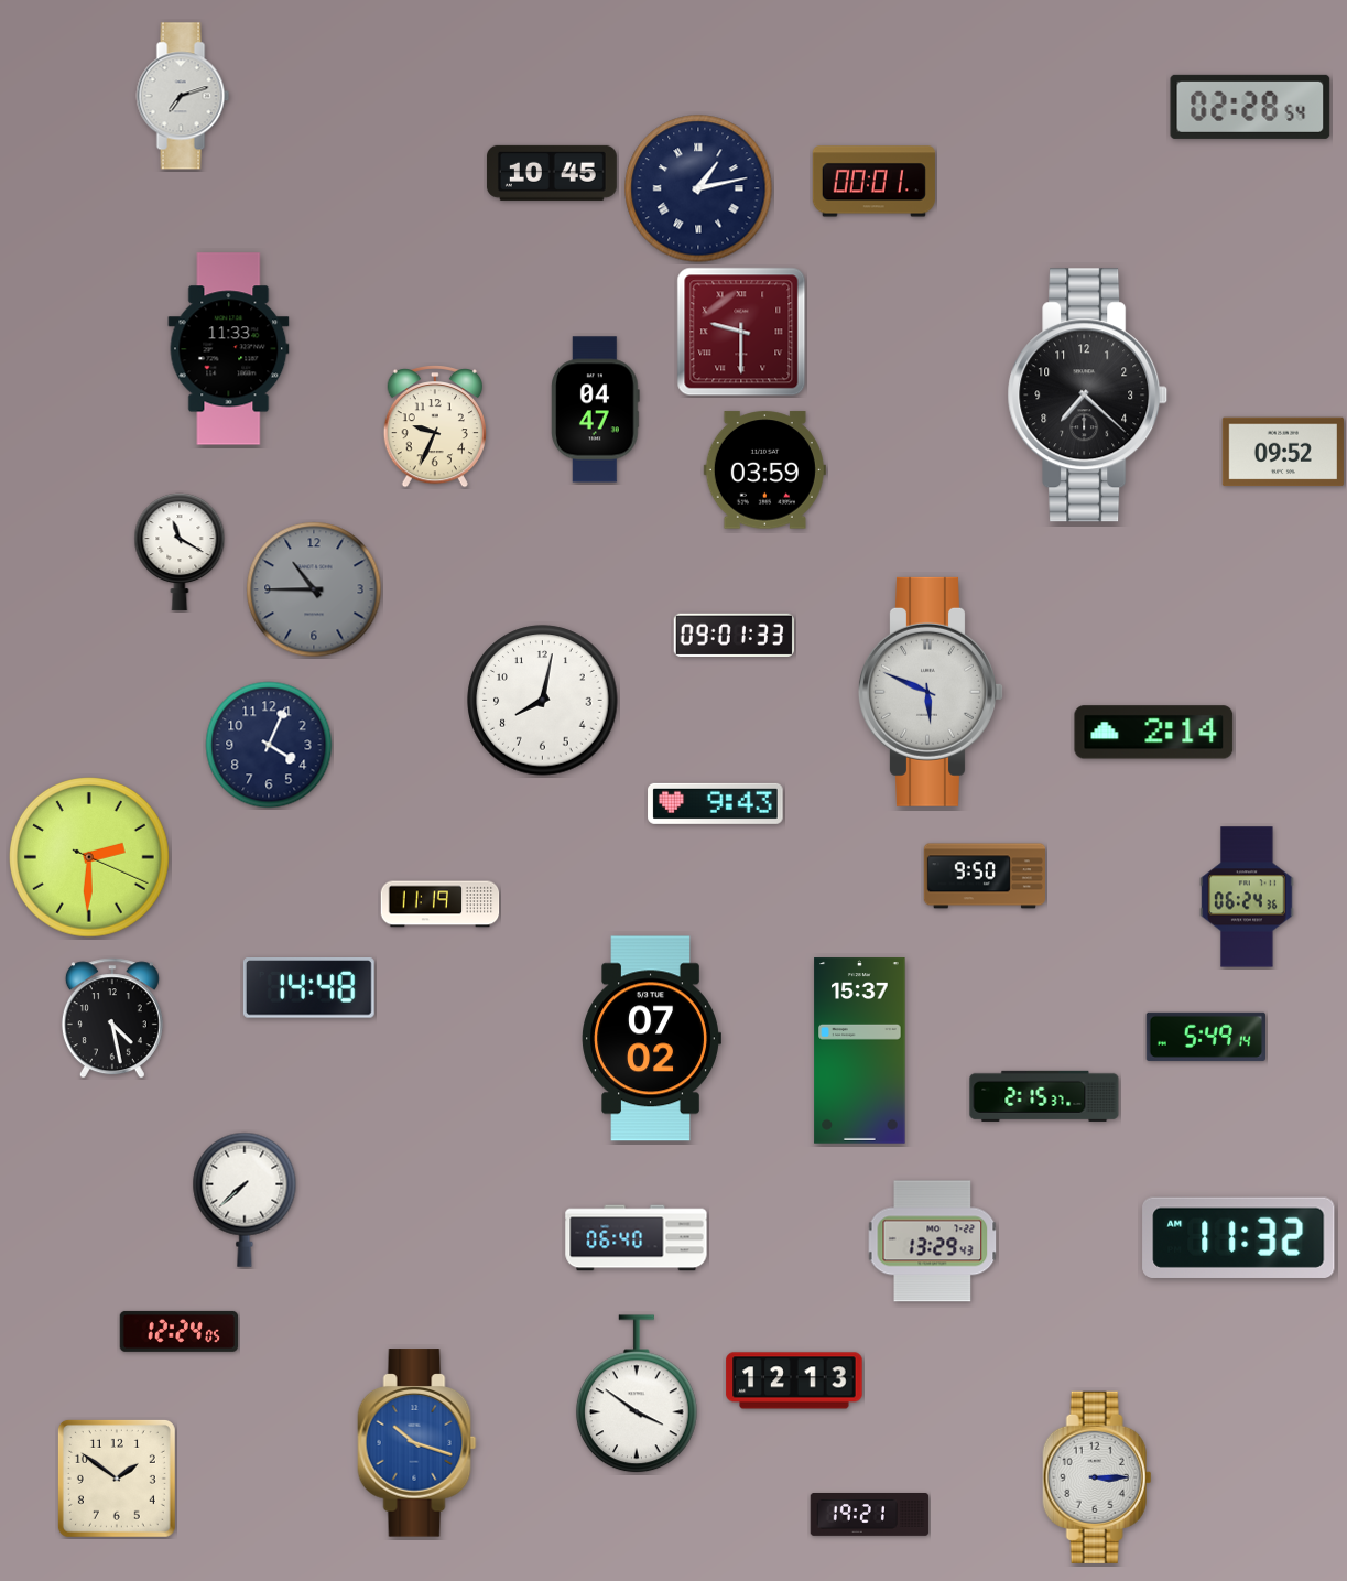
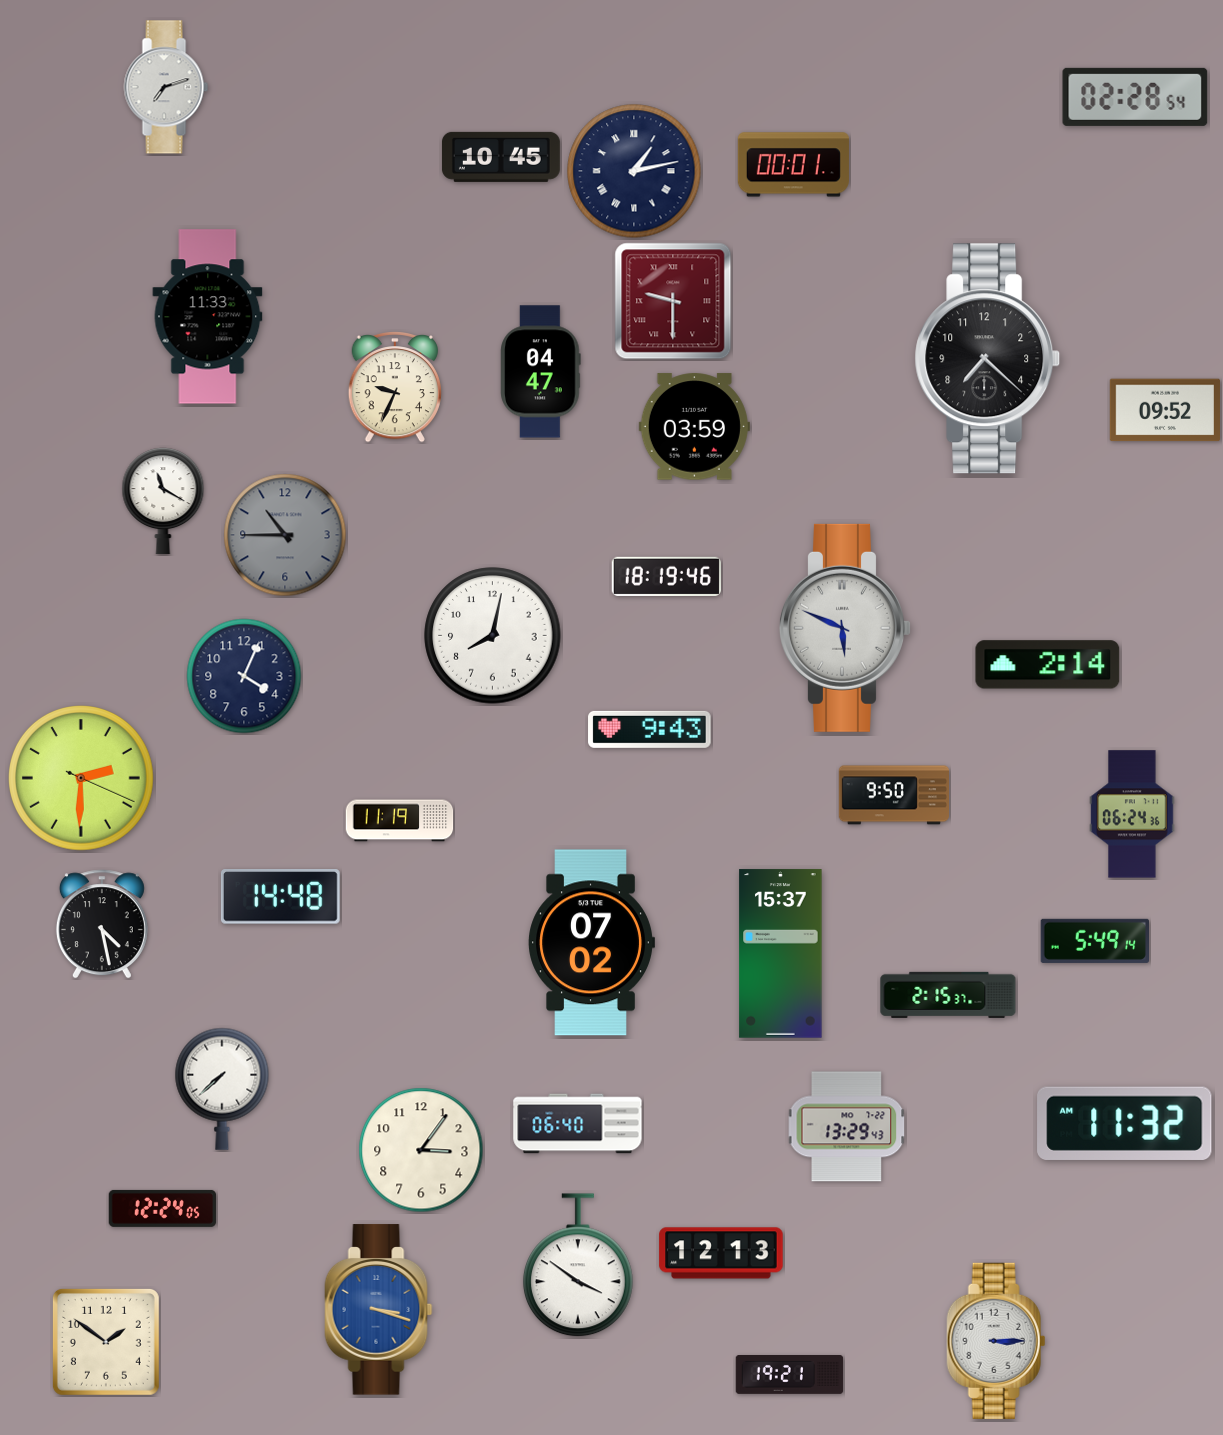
clock at (734, 635): 09:01 -> 18:19
clock at (421, 1150): none -> 3:06
clock at (417, 1443): 10:18 -> 3:18
